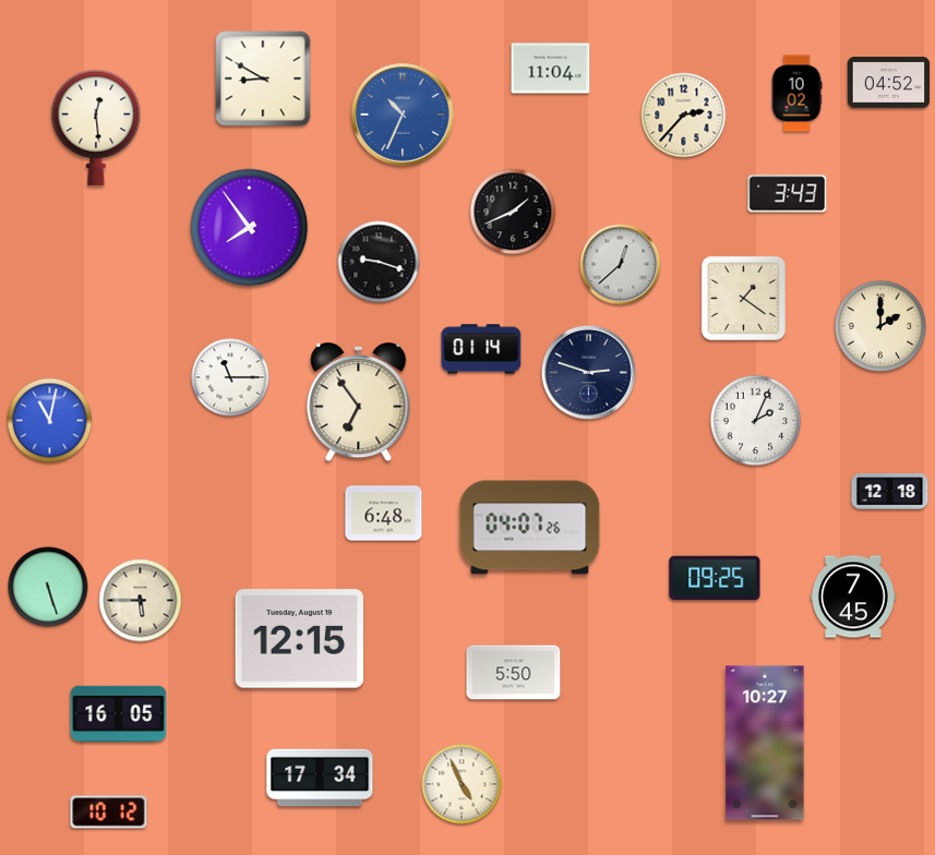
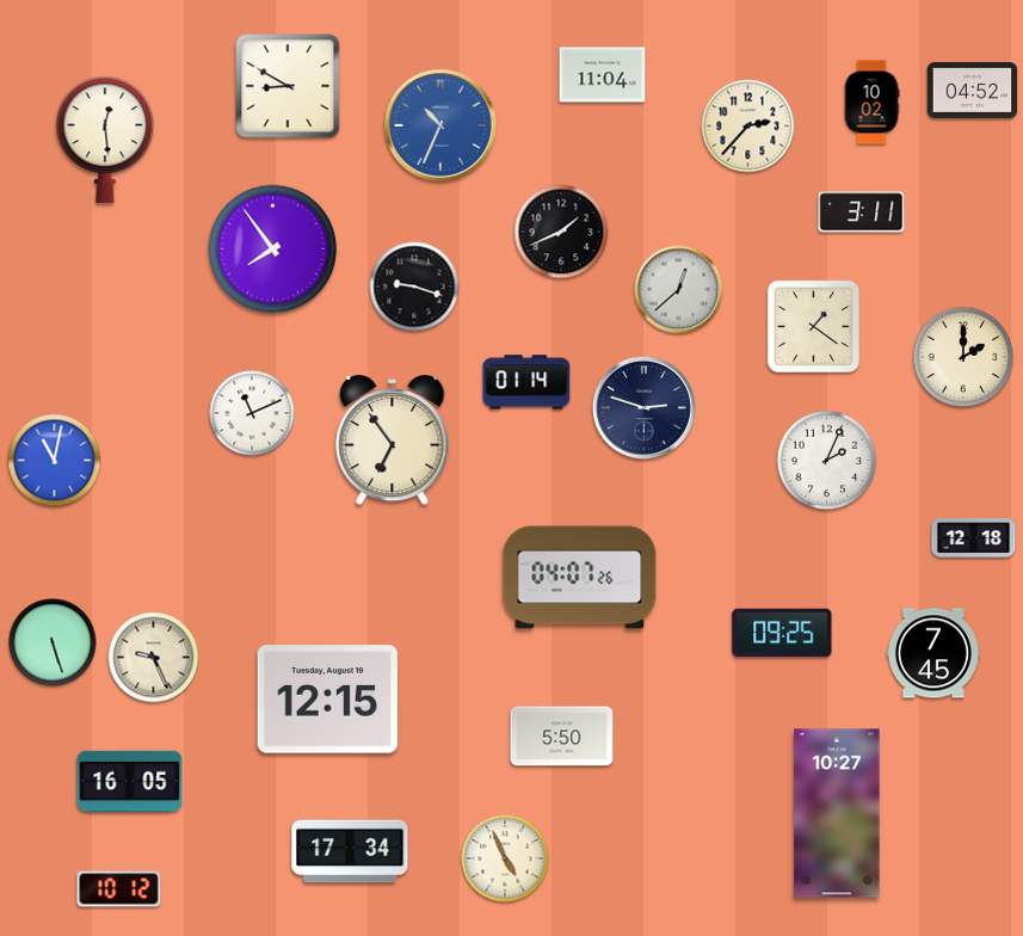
clock at (788, 194): 3:43 -> 3:11
clock at (230, 377): 11:15 -> 11:11
clock at (384, 514): 6:48 -> none
clock at (141, 601): 5:45 -> 9:26
